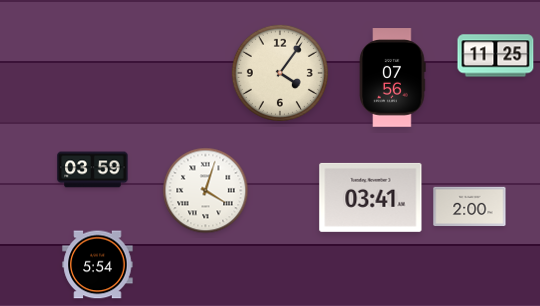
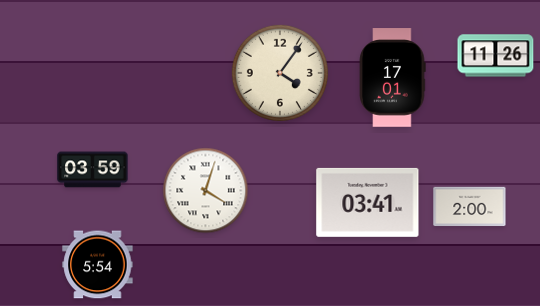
clock at (496, 56): 11:25 -> 11:26
clock at (392, 78): 07:56 -> 17:01
clock at (371, 197) position: (371, 197) -> (368, 202)
